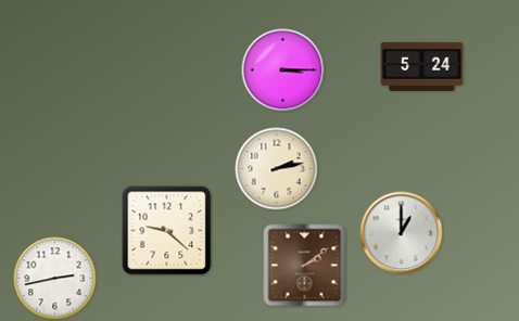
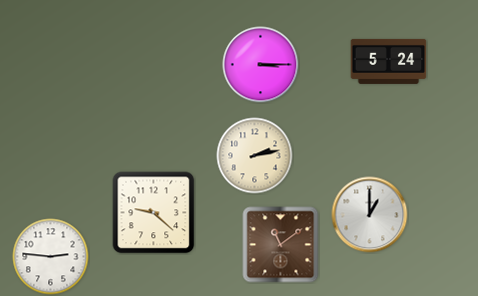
clock at (305, 266): 2:09 -> 11:09
clock at (55, 279): 2:43 -> 2:46
